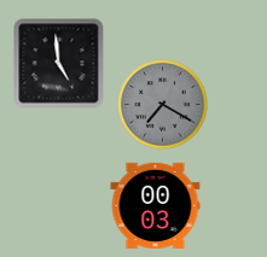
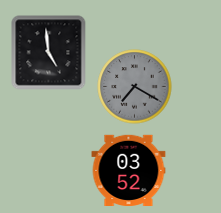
clock at (156, 205): 00:03 -> 03:52
